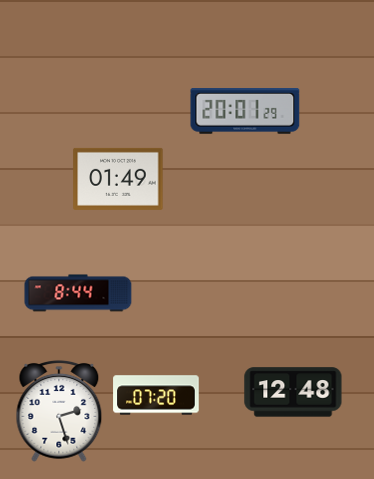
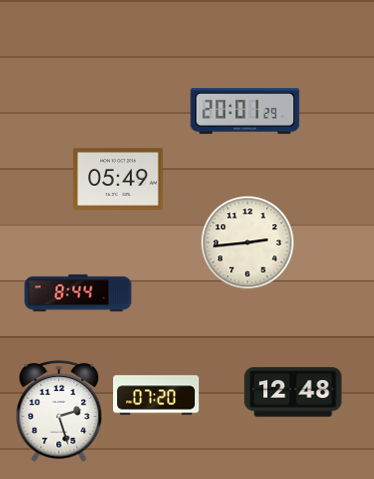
clock at (118, 179): 01:49 -> 05:49
clock at (247, 242): none -> 2:44
